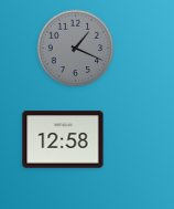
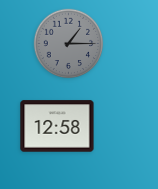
clock at (76, 49): 1:19 -> 1:15
